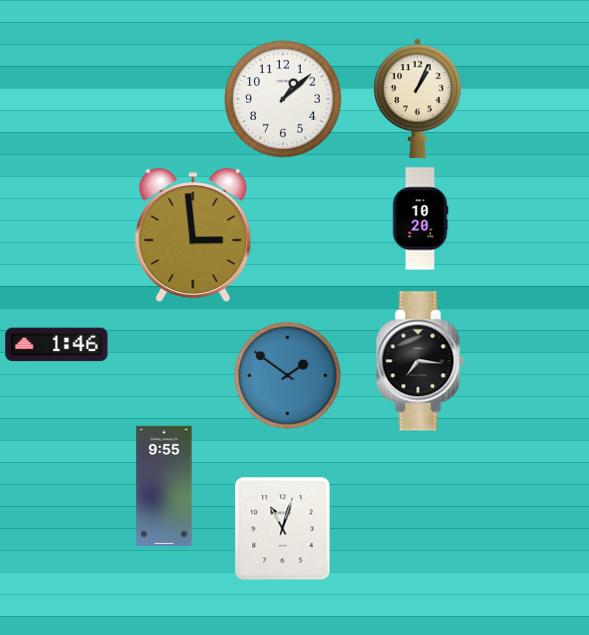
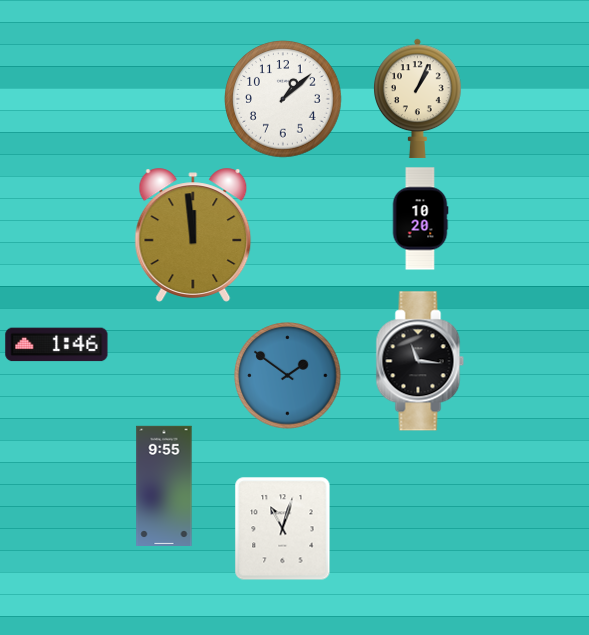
clock at (193, 235): 2:59 -> 11:59
clock at (420, 361): 7:16 -> 11:16
